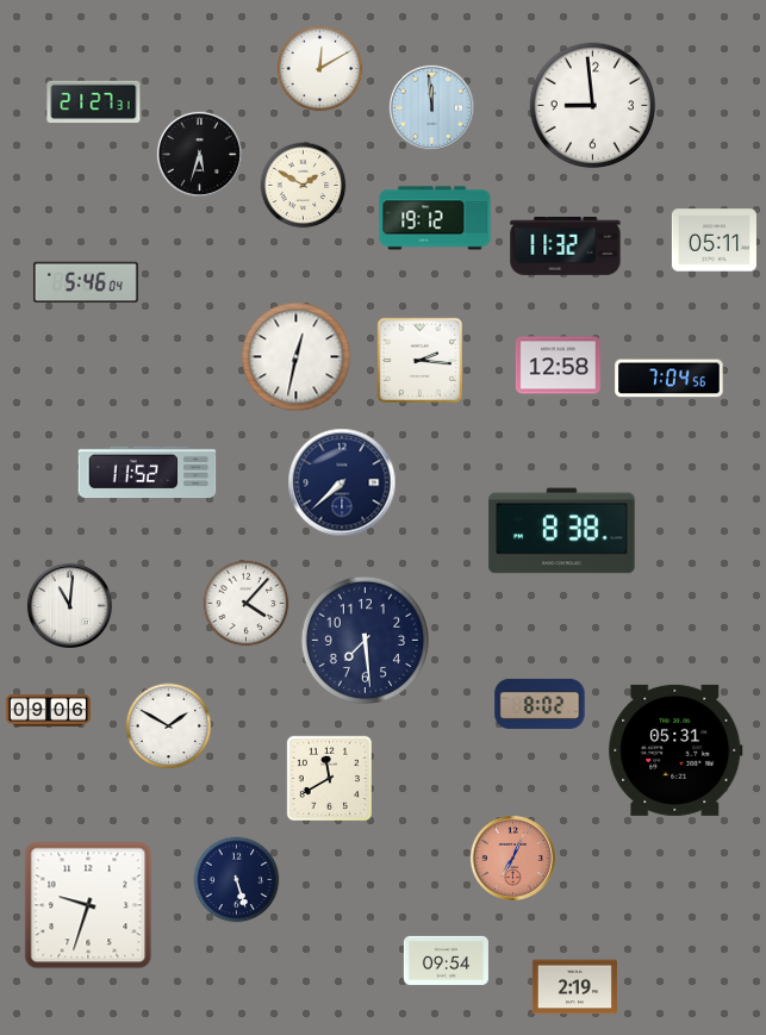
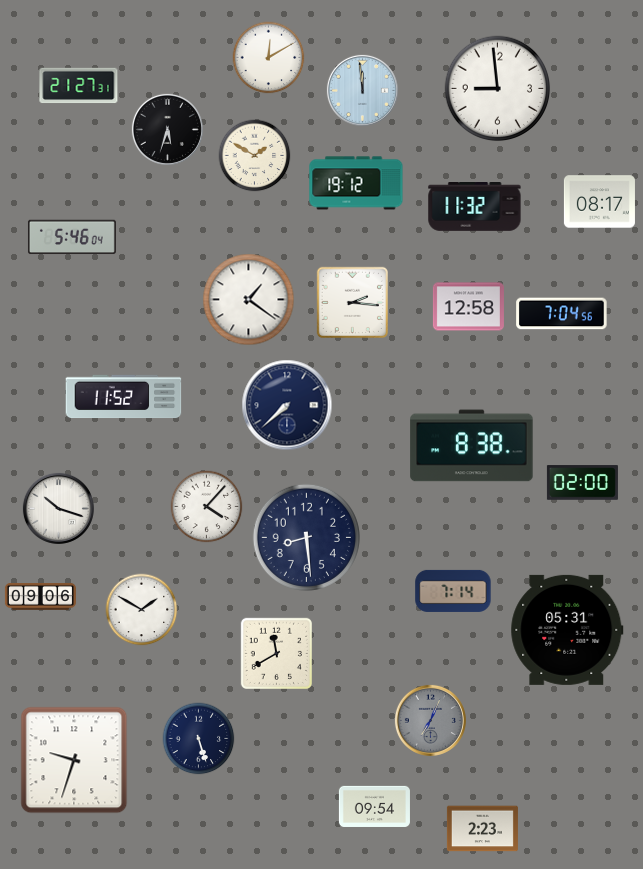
clock at (435, 218) position: (435, 218) -> (356, 183)
clock at (714, 241): 05:11 -> 08:17
clock at (297, 357): 12:32 -> 1:21
clock at (670, 379) position: (670, 379) -> (562, 314)
clock at (582, 483): none -> 02:00
clock at (69, 605): 11:01 -> 10:18
clock at (365, 640): 7:29 -> 8:29
clock at (540, 704): 8:02 -> 7:14
clock at (512, 858) dial: salmon -> grey
clock at (574, 987): 2:19 -> 2:23
